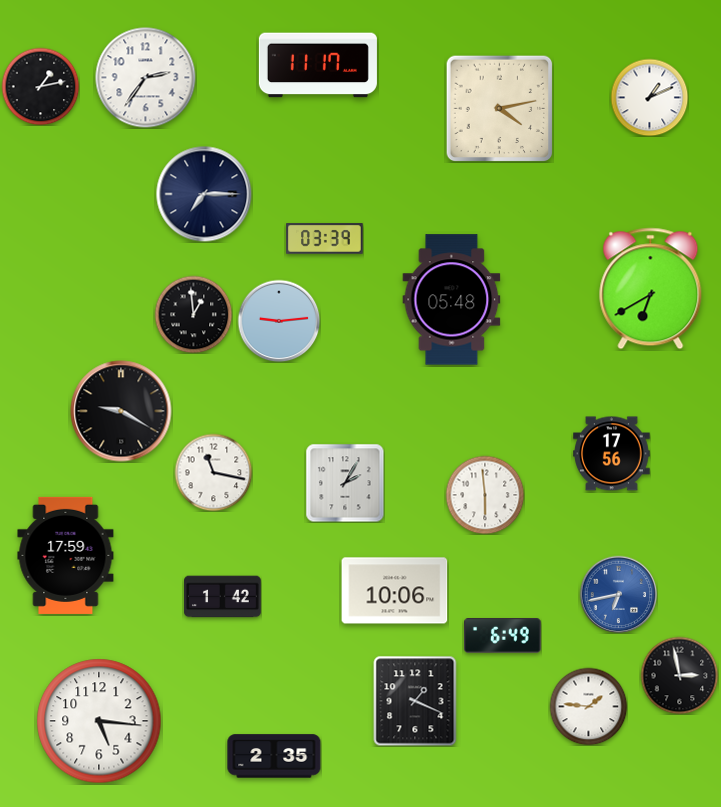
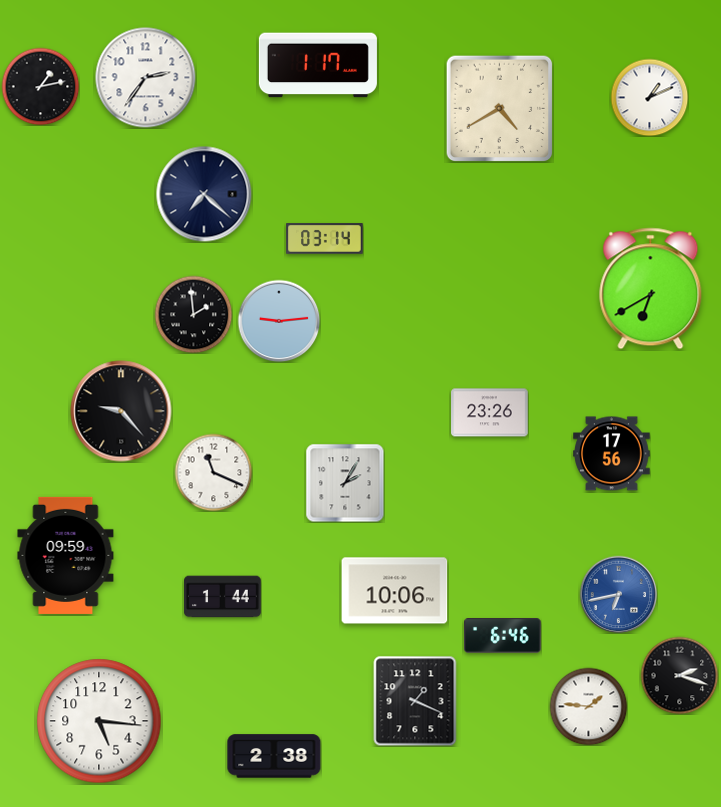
clock at (318, 65): 11:17 -> 1:17
clock at (499, 108): 4:13 -> 4:40
clock at (204, 194): 7:15 -> 7:22
clock at (325, 239): 03:39 -> 03:14
clock at (452, 300): 05:48 -> none
clock at (193, 314): 12:59 -> 1:59
clock at (121, 411): 9:20 -> 9:23
clock at (490, 413): none -> 23:26
clock at (213, 472): 11:17 -> 11:19
clock at (485, 495): 5:59 -> none
clock at (66, 555): 17:59 -> 09:59
clock at (223, 597): 1:42 -> 1:44
clock at (503, 636): 6:49 -> 6:46
clock at (679, 675): 2:58 -> 2:18
clock at (274, 756): 2:35 -> 2:38
